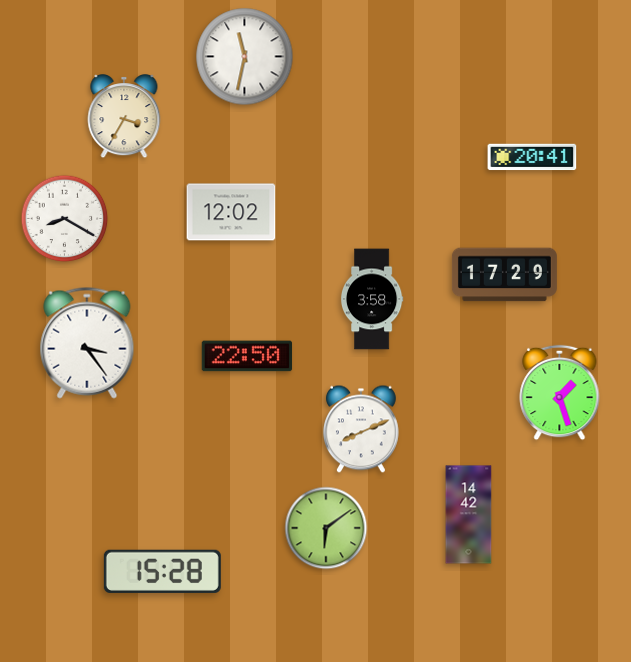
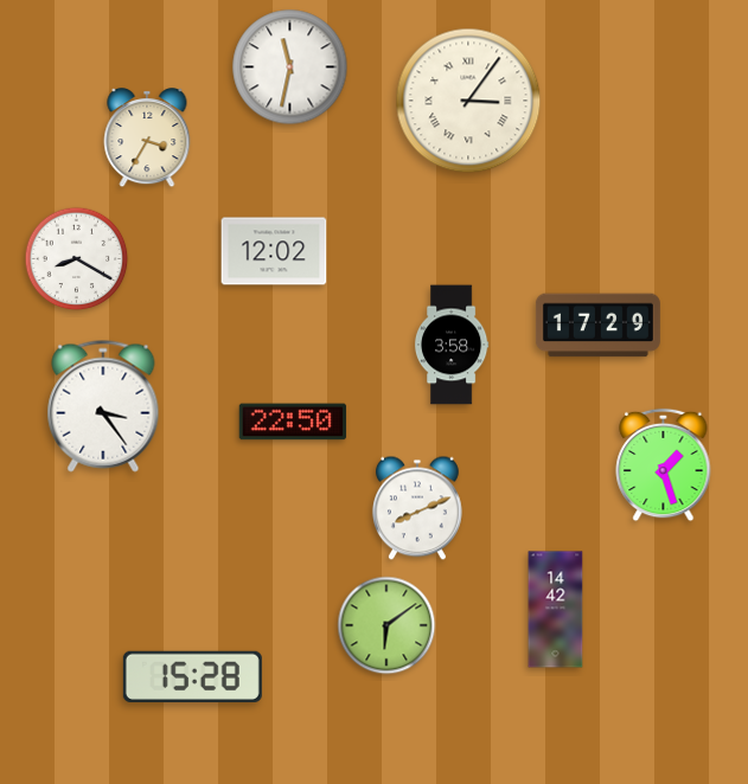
clock at (468, 101): none -> 3:06
clock at (532, 157): 20:41 -> none
clock at (372, 299) position: (372, 299) -> (452, 345)
clock at (361, 429) position: (361, 429) -> (417, 508)
